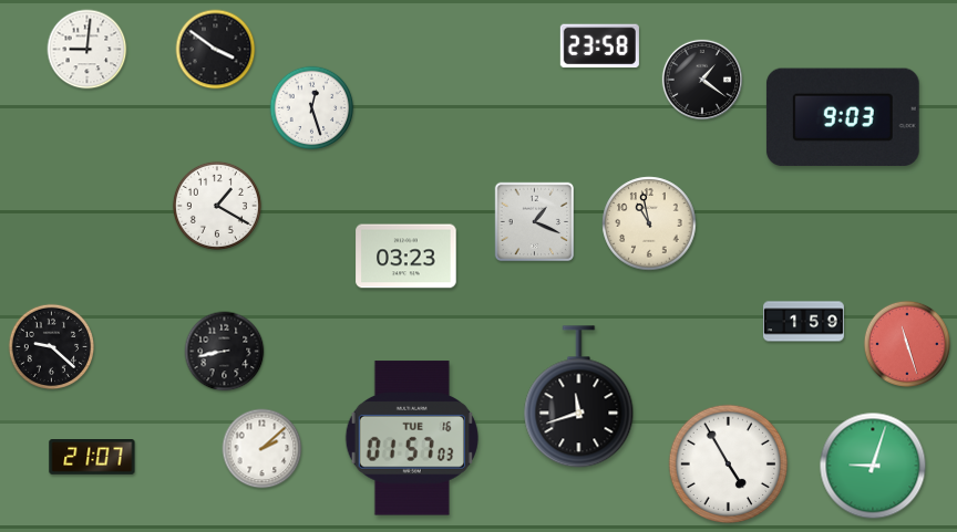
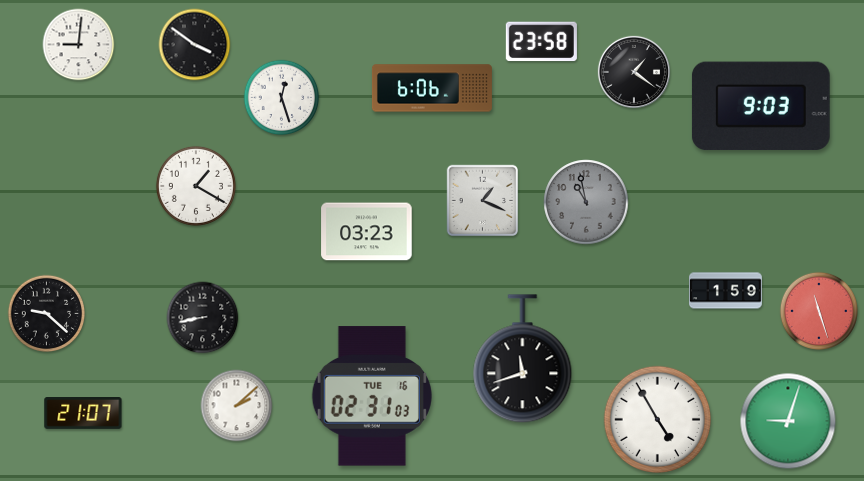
clock at (432, 88): none -> 6:06
clock at (649, 223) dial: cream -> grey
clock at (412, 438): 01:57 -> 02:31
